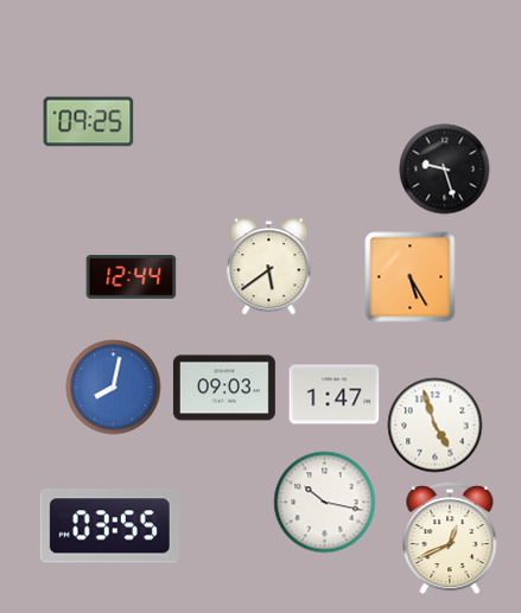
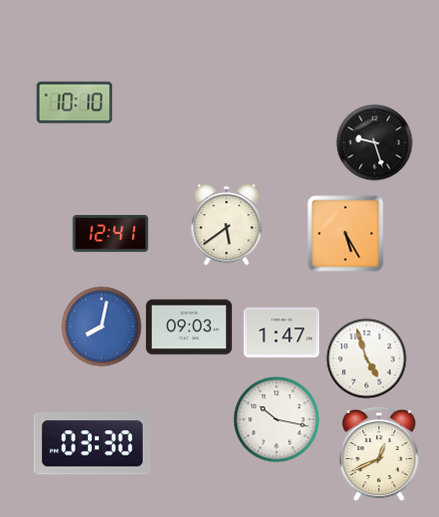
clock at (89, 122): 09:25 -> 10:10
clock at (132, 277): 12:44 -> 12:41
clock at (114, 388) position: (114, 388) -> (102, 327)
clock at (325, 503) position: (325, 503) -> (277, 420)
clock at (109, 526): 03:55 -> 03:30
